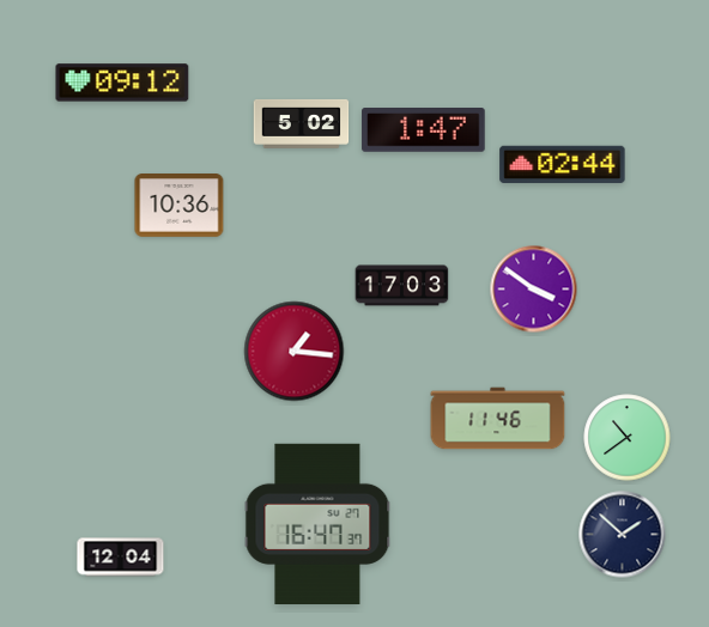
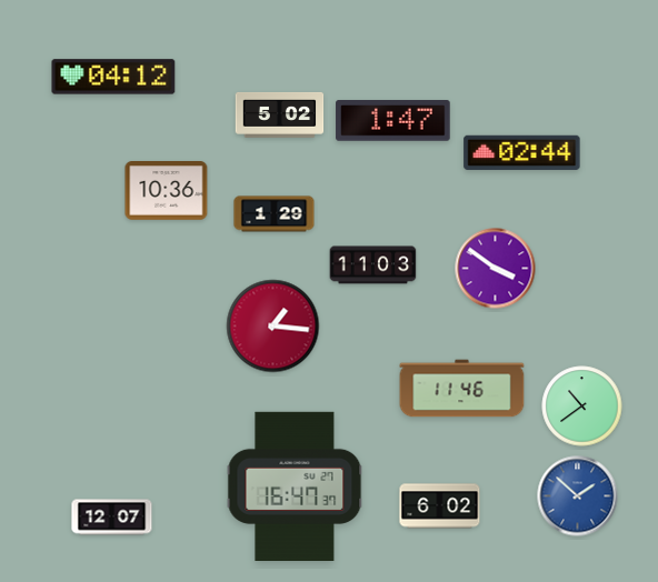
clock at (122, 83): 09:12 -> 04:12
clock at (275, 214): none -> 1:29
clock at (402, 286): 17:03 -> 11:03
clock at (623, 535) dial: navy -> blue
clock at (440, 506): none -> 6:02
clock at (121, 558): 12:04 -> 12:07
